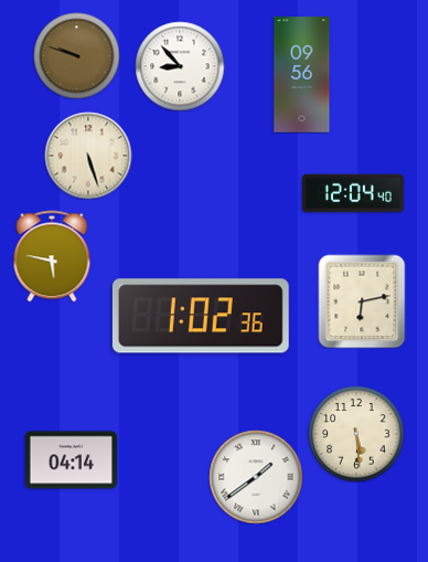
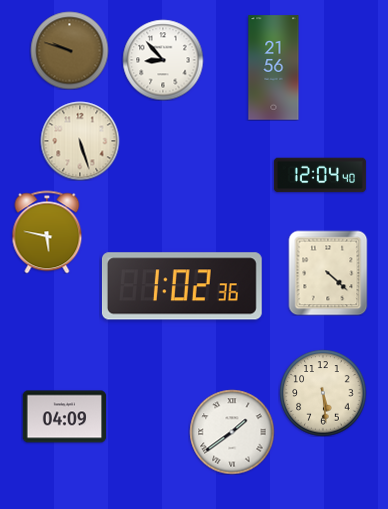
clock at (302, 75): 09:56 -> 21:56
clock at (362, 301): 6:13 -> 4:22
clock at (71, 460): 04:14 -> 04:09
